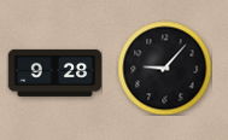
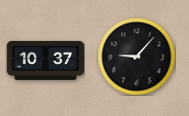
clock at (54, 72): 9:28 -> 10:37
